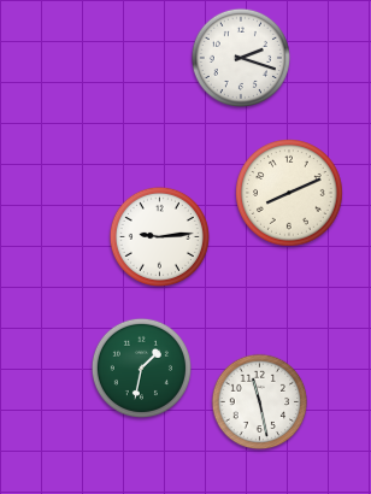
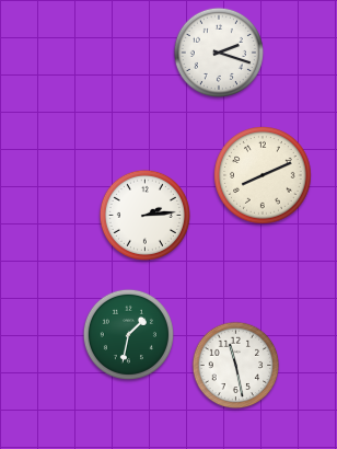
clock at (159, 236): 9:14 -> 2:14
